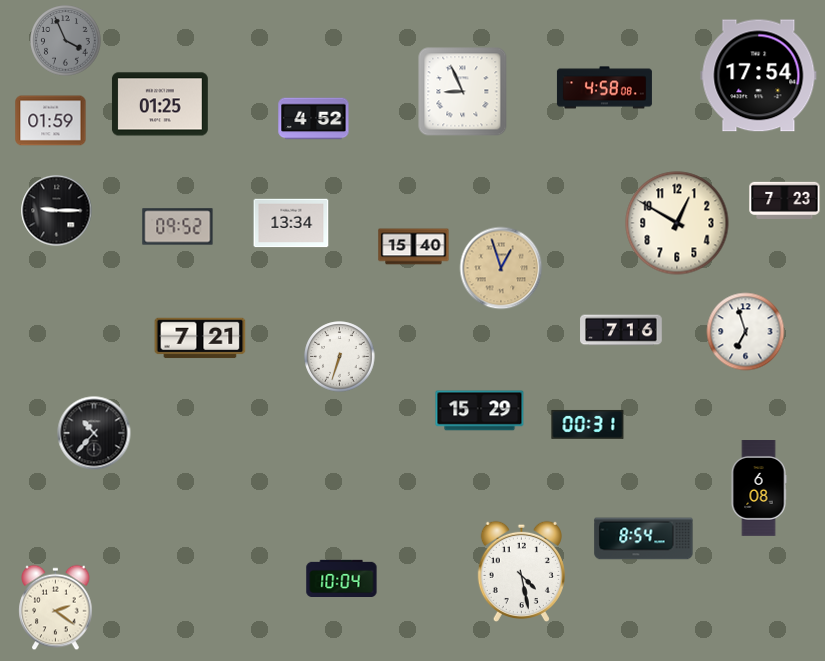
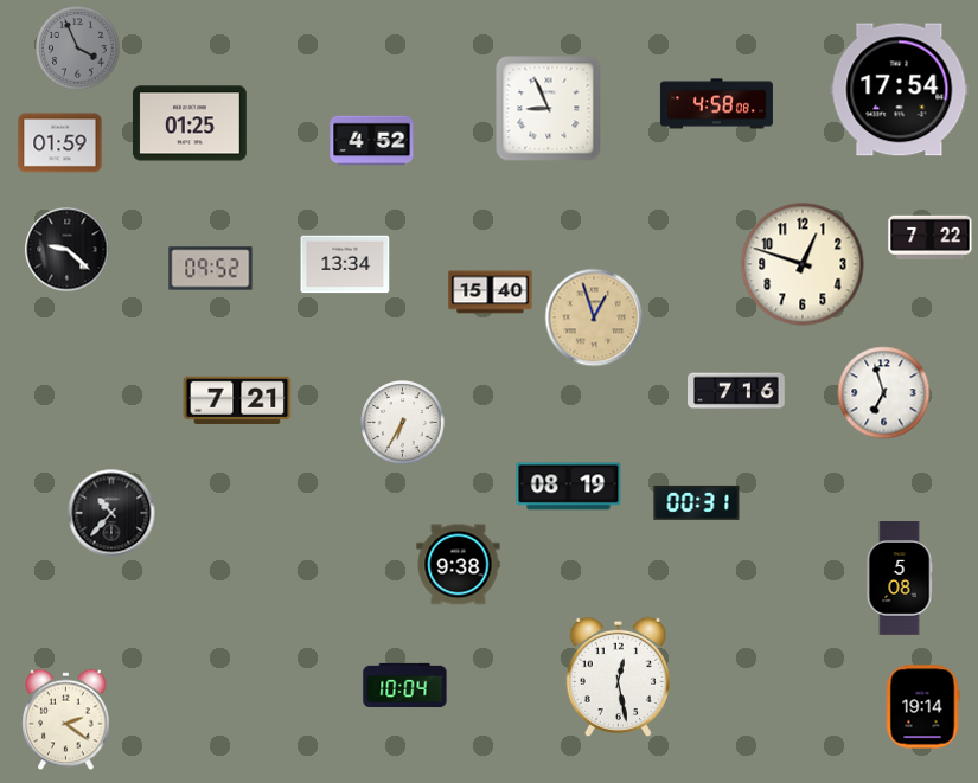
clock at (785, 200): 7:23 -> 7:22
clock at (57, 211): 9:15 -> 9:22
clock at (677, 223): 12:50 -> 12:48
clock at (340, 357): 6:33 -> 6:35
clock at (480, 411): 15:29 -> 08:19
clock at (459, 565): none -> 9:38
clock at (759, 489): 6:08 -> 5:08
clock at (644, 539): 8:54 -> none
clock at (521, 571): 4:28 -> 12:28
clock at (922, 707): none -> 19:14
